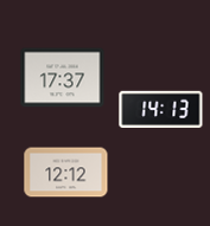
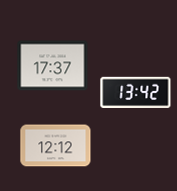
clock at (161, 109): 14:13 -> 13:42
